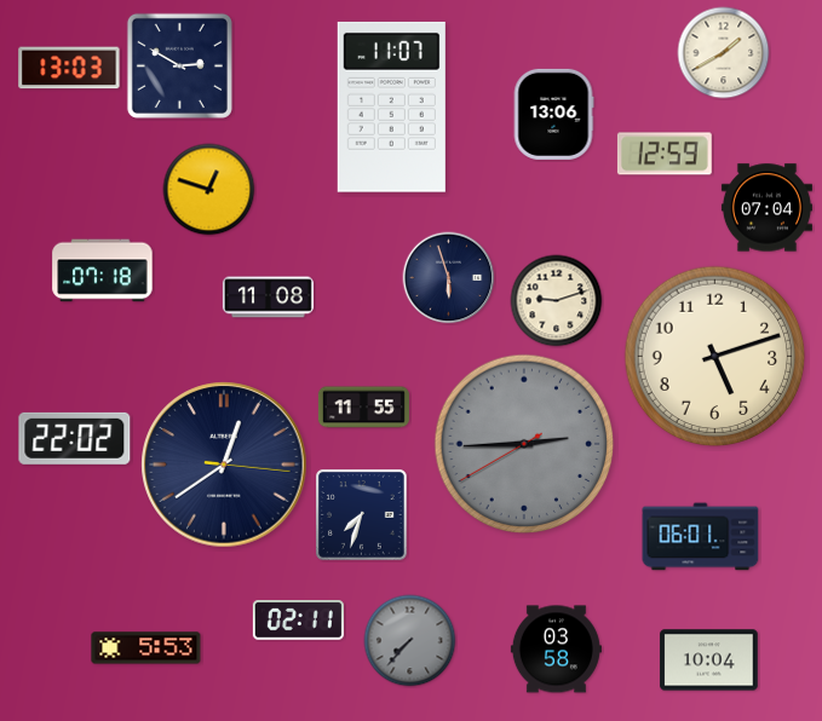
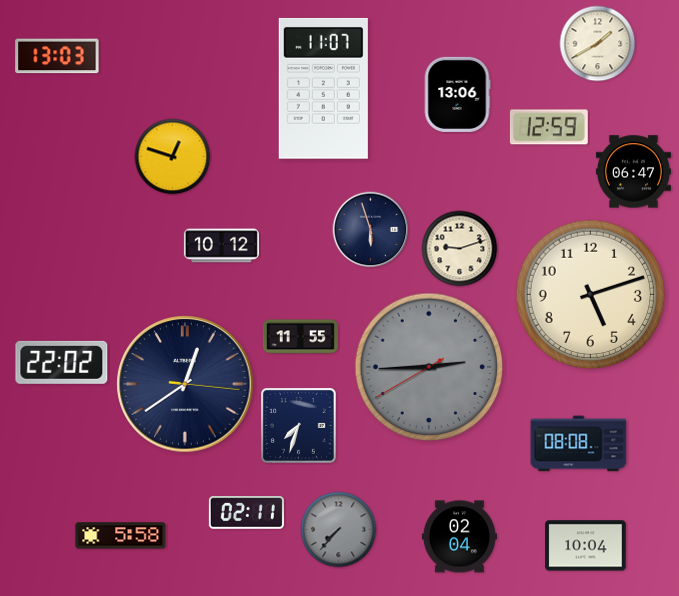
clock at (179, 65): 2:50 -> none
clock at (766, 208): 07:04 -> 06:47
clock at (103, 271): 07:18 -> none
clock at (268, 298): 11:08 -> 10:12
clock at (524, 444) position: (524, 444) -> (429, 367)
clock at (701, 537): 06:01 -> 08:08
clock at (146, 648): 5:53 -> 5:58
clock at (556, 650): 03:58 -> 02:04
